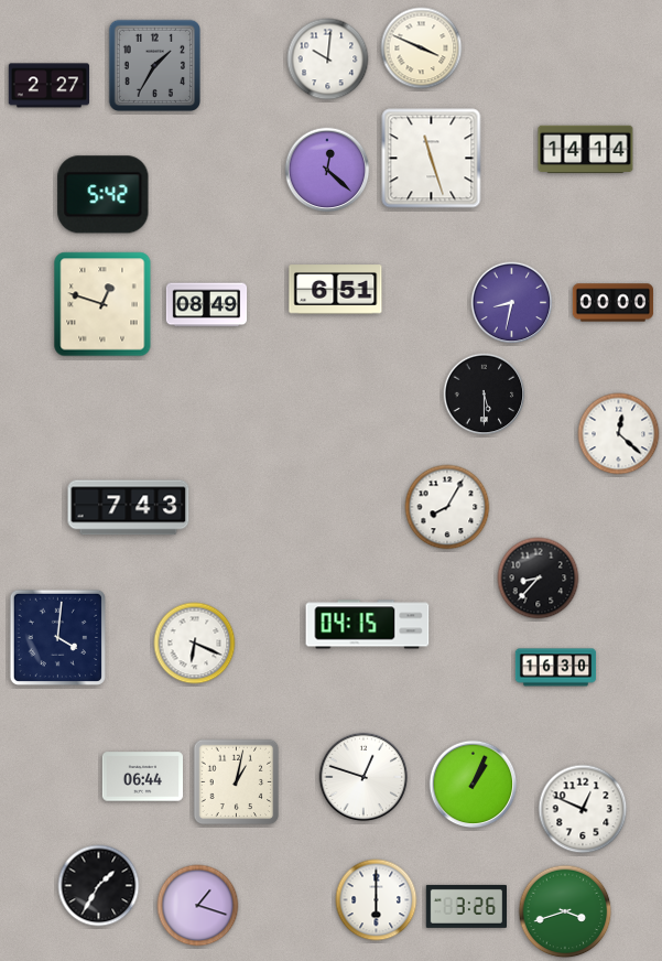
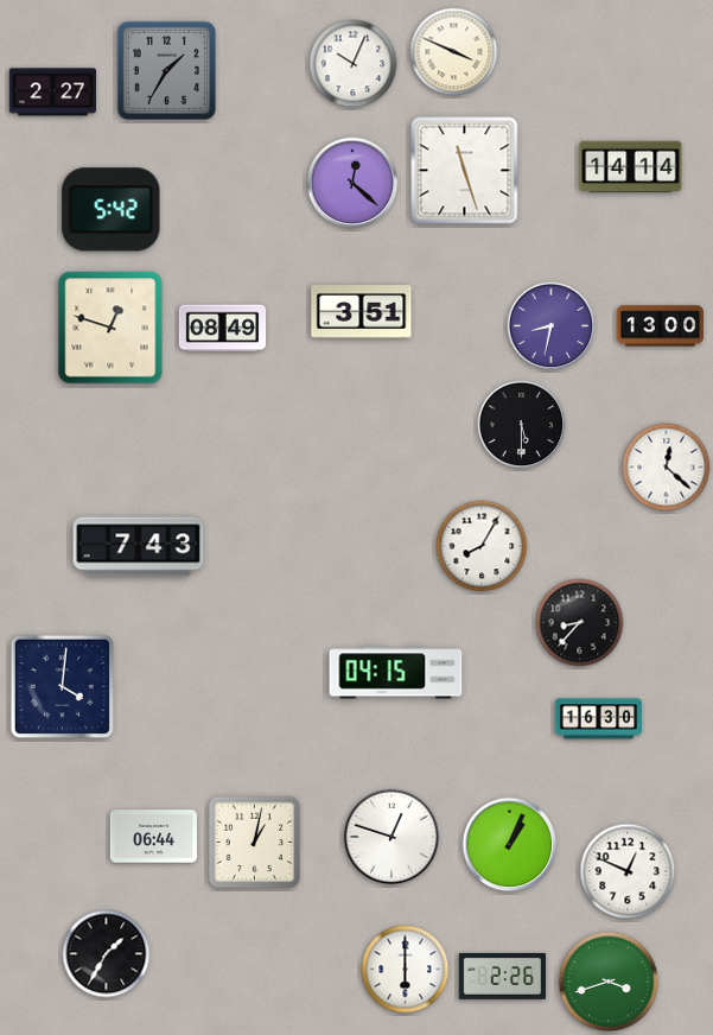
clock at (328, 60): 10:01 -> 10:04
clock at (586, 150) position: (586, 150) -> (631, 167)
clock at (336, 290): 6:51 -> 3:51
clock at (614, 303): 00:00 -> 13:00
clock at (195, 644): 6:19 -> none
clock at (198, 906): 1:18 -> none
clock at (466, 906): 3:26 -> 2:26
